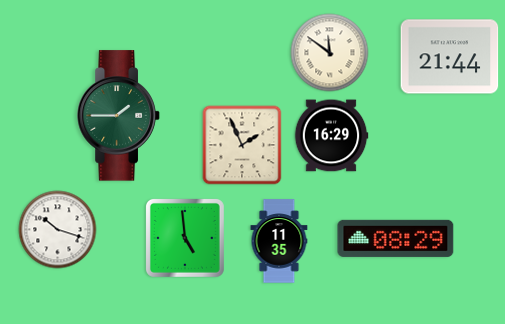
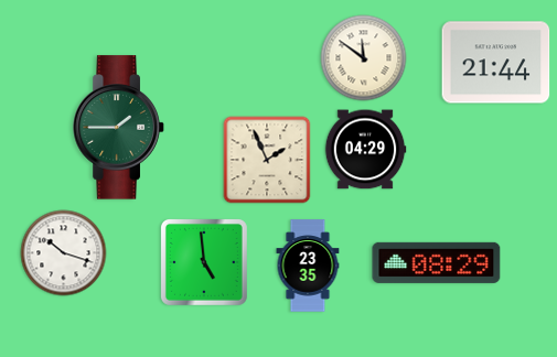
clock at (119, 116) position: (119, 116) -> (119, 128)
clock at (331, 136): 16:29 -> 04:29
clock at (279, 241): 11:35 -> 23:35
